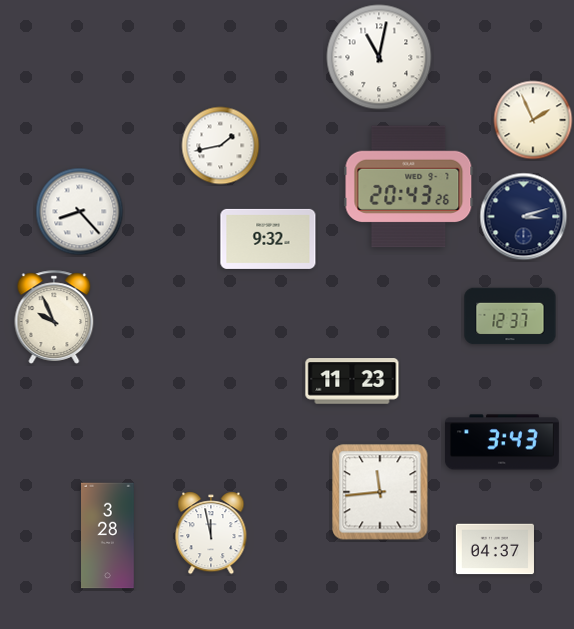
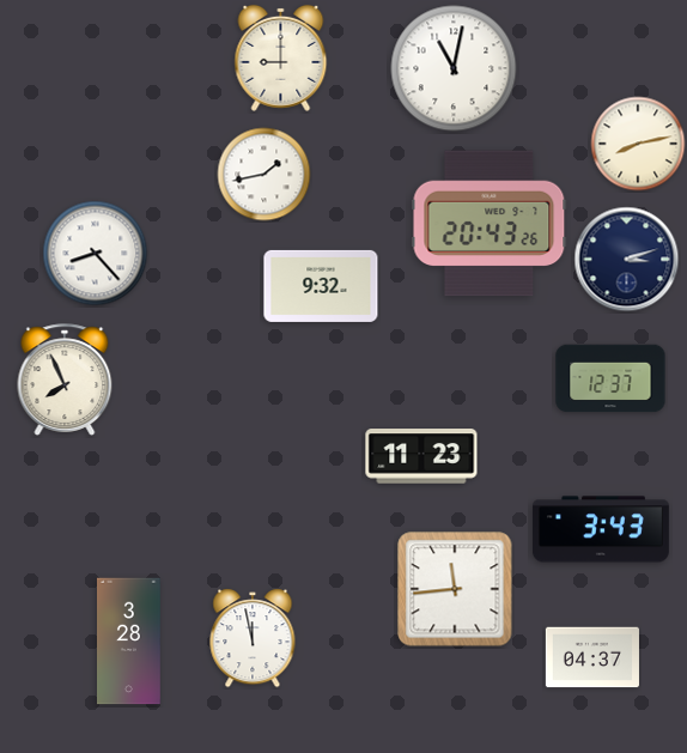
clock at (281, 57): none -> 9:00
clock at (533, 120): 1:56 -> 8:13
clock at (54, 317): 9:56 -> 7:56
